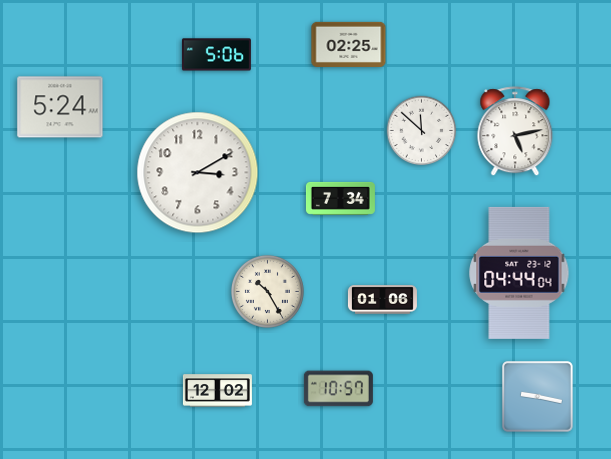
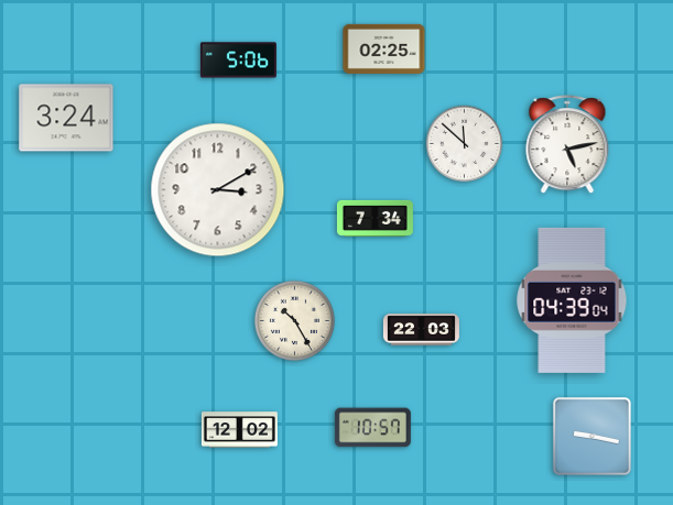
clock at (60, 107): 5:24 -> 3:24
clock at (519, 273): 04:44 -> 04:39
clock at (382, 300): 01:06 -> 22:03
